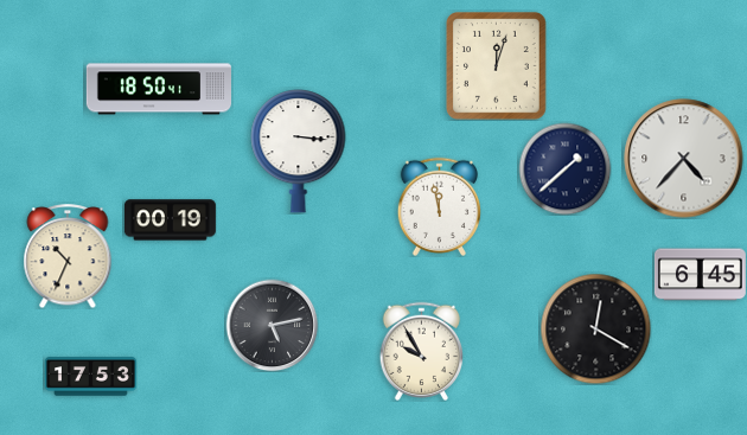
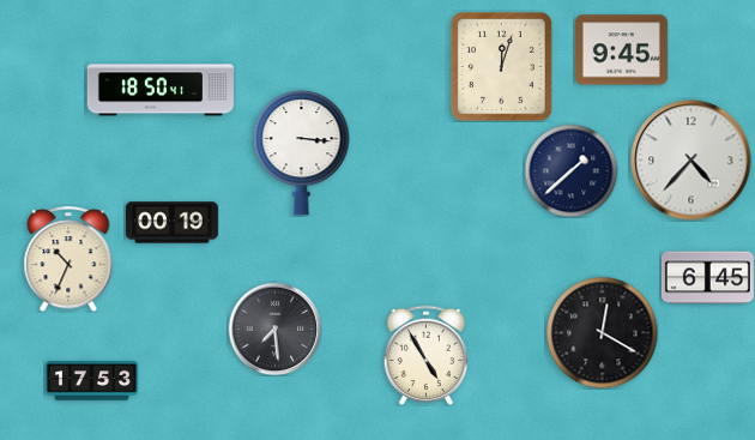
clock at (621, 50): none -> 9:45
clock at (440, 206): 11:58 -> none
clock at (272, 325): 5:13 -> 7:29
clock at (422, 351): 9:55 -> 4:55
